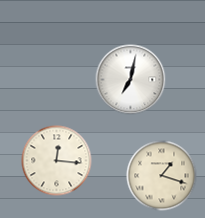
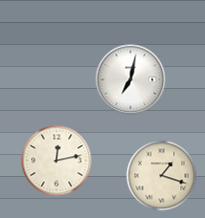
clock at (57, 161): 12:16 -> 12:13
